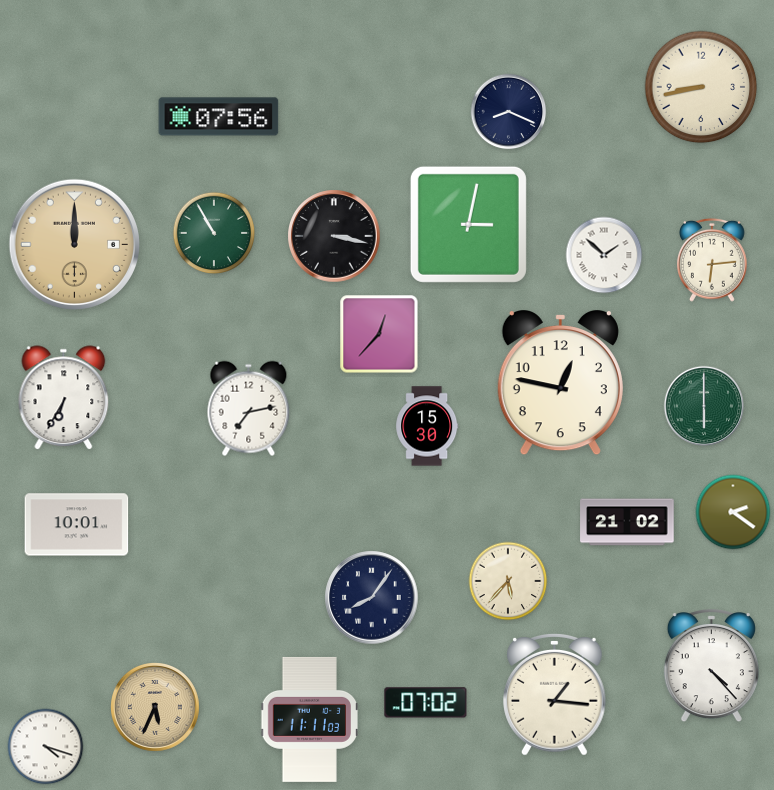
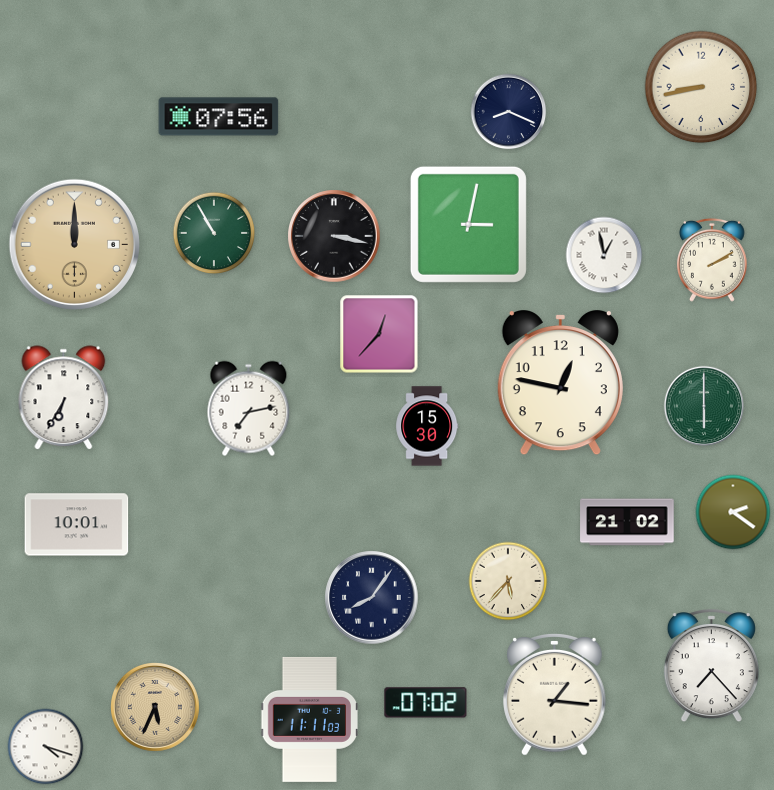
clock at (604, 255): 1:52 -> 12:58
clock at (713, 260): 6:14 -> 2:10
clock at (711, 667): 4:23 -> 7:23
